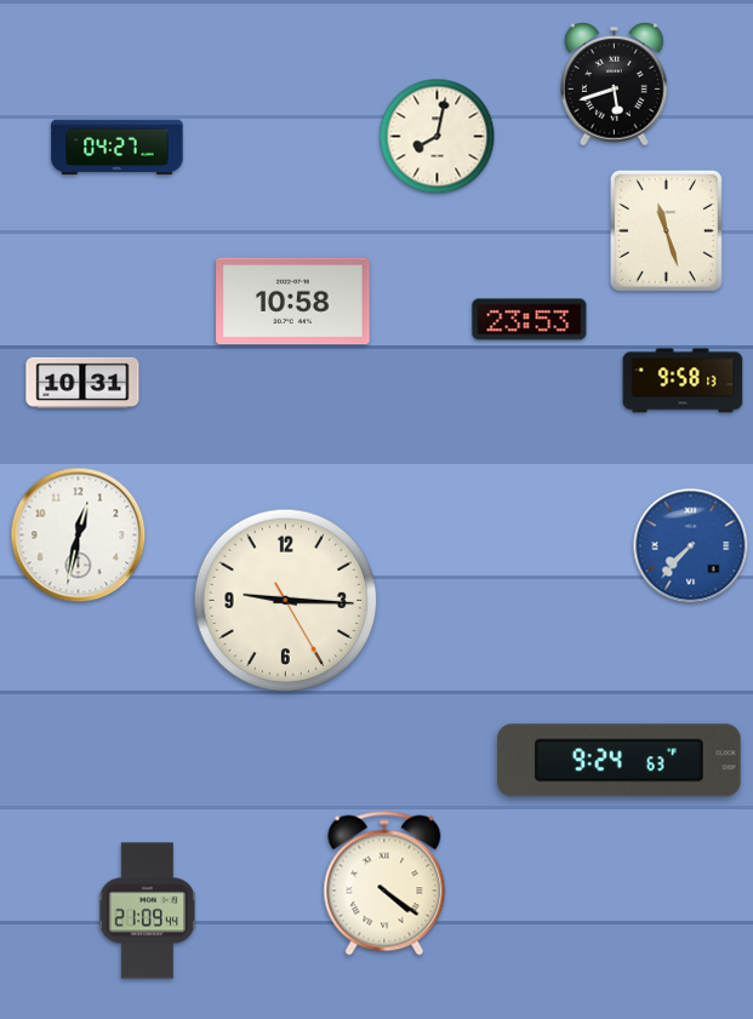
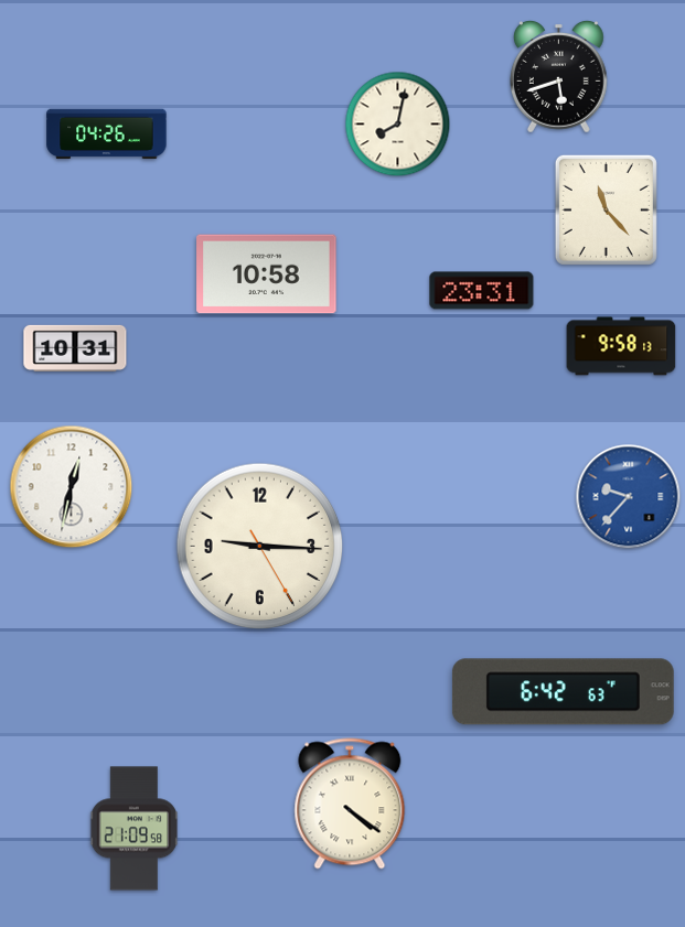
clock at (118, 148): 04:27 -> 04:26
clock at (666, 230): 11:27 -> 11:23
clock at (530, 320): 23:53 -> 23:31
clock at (691, 546): 7:37 -> 9:37
clock at (618, 761): 9:24 -> 6:42
clock at (148, 911): 21:09:44 -> 21:09:58
